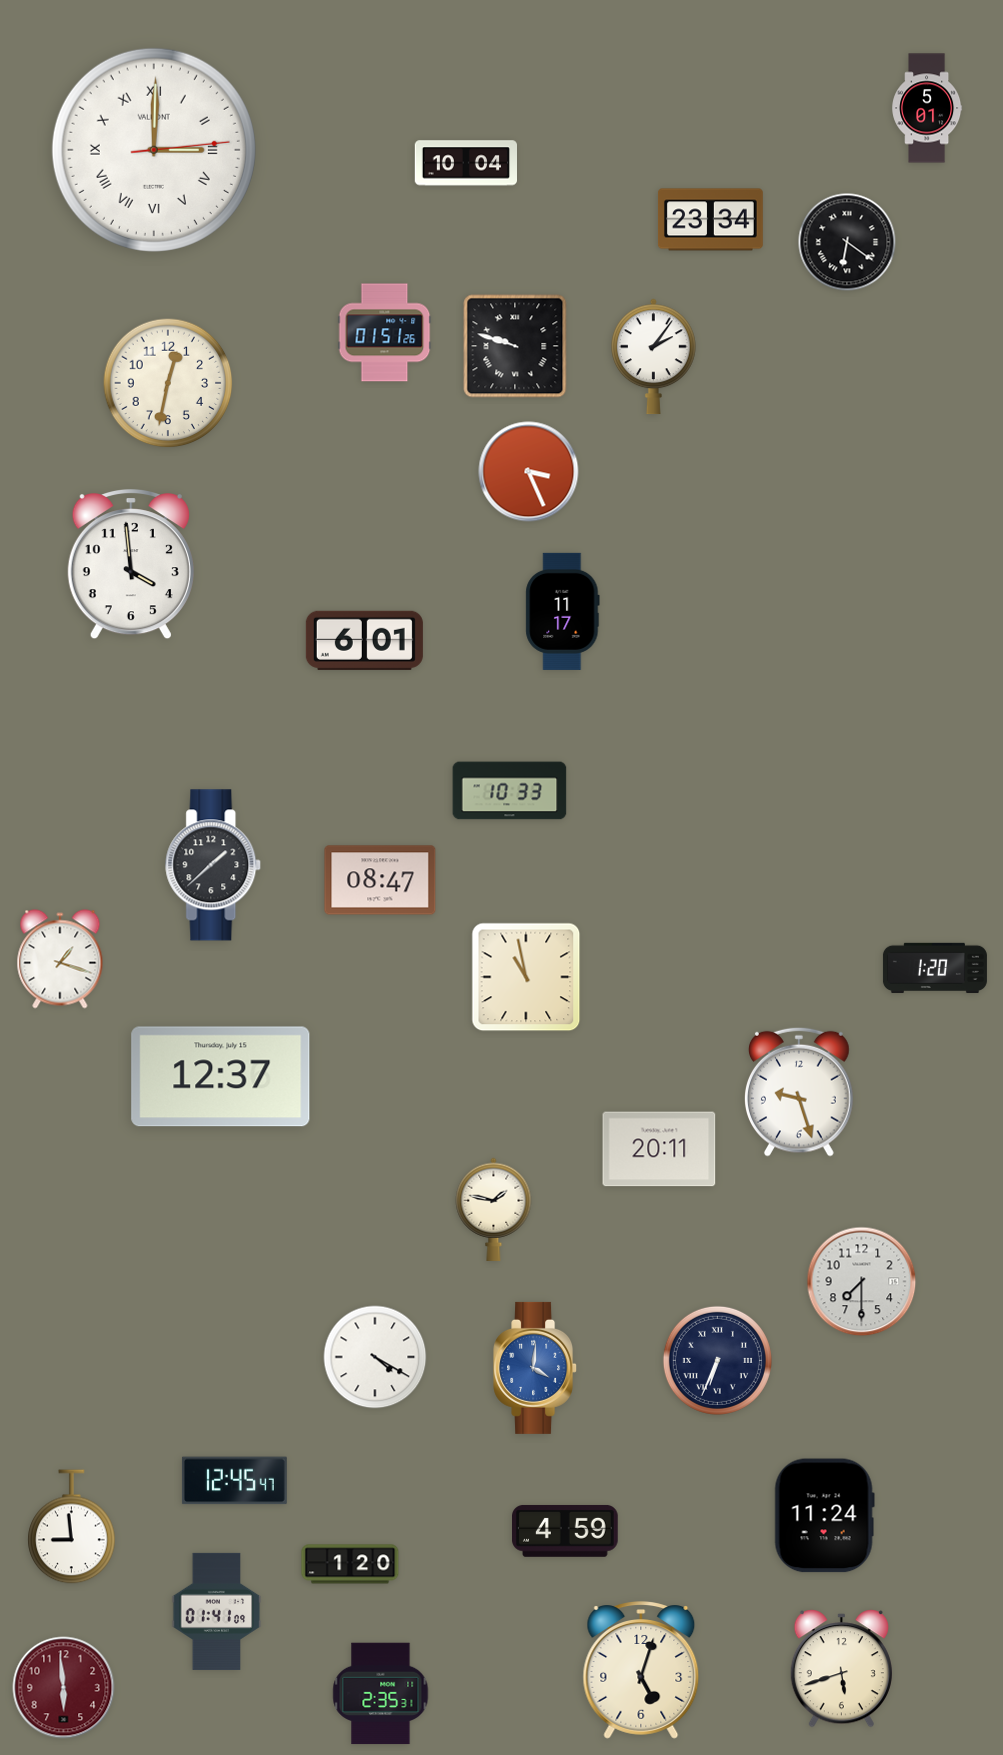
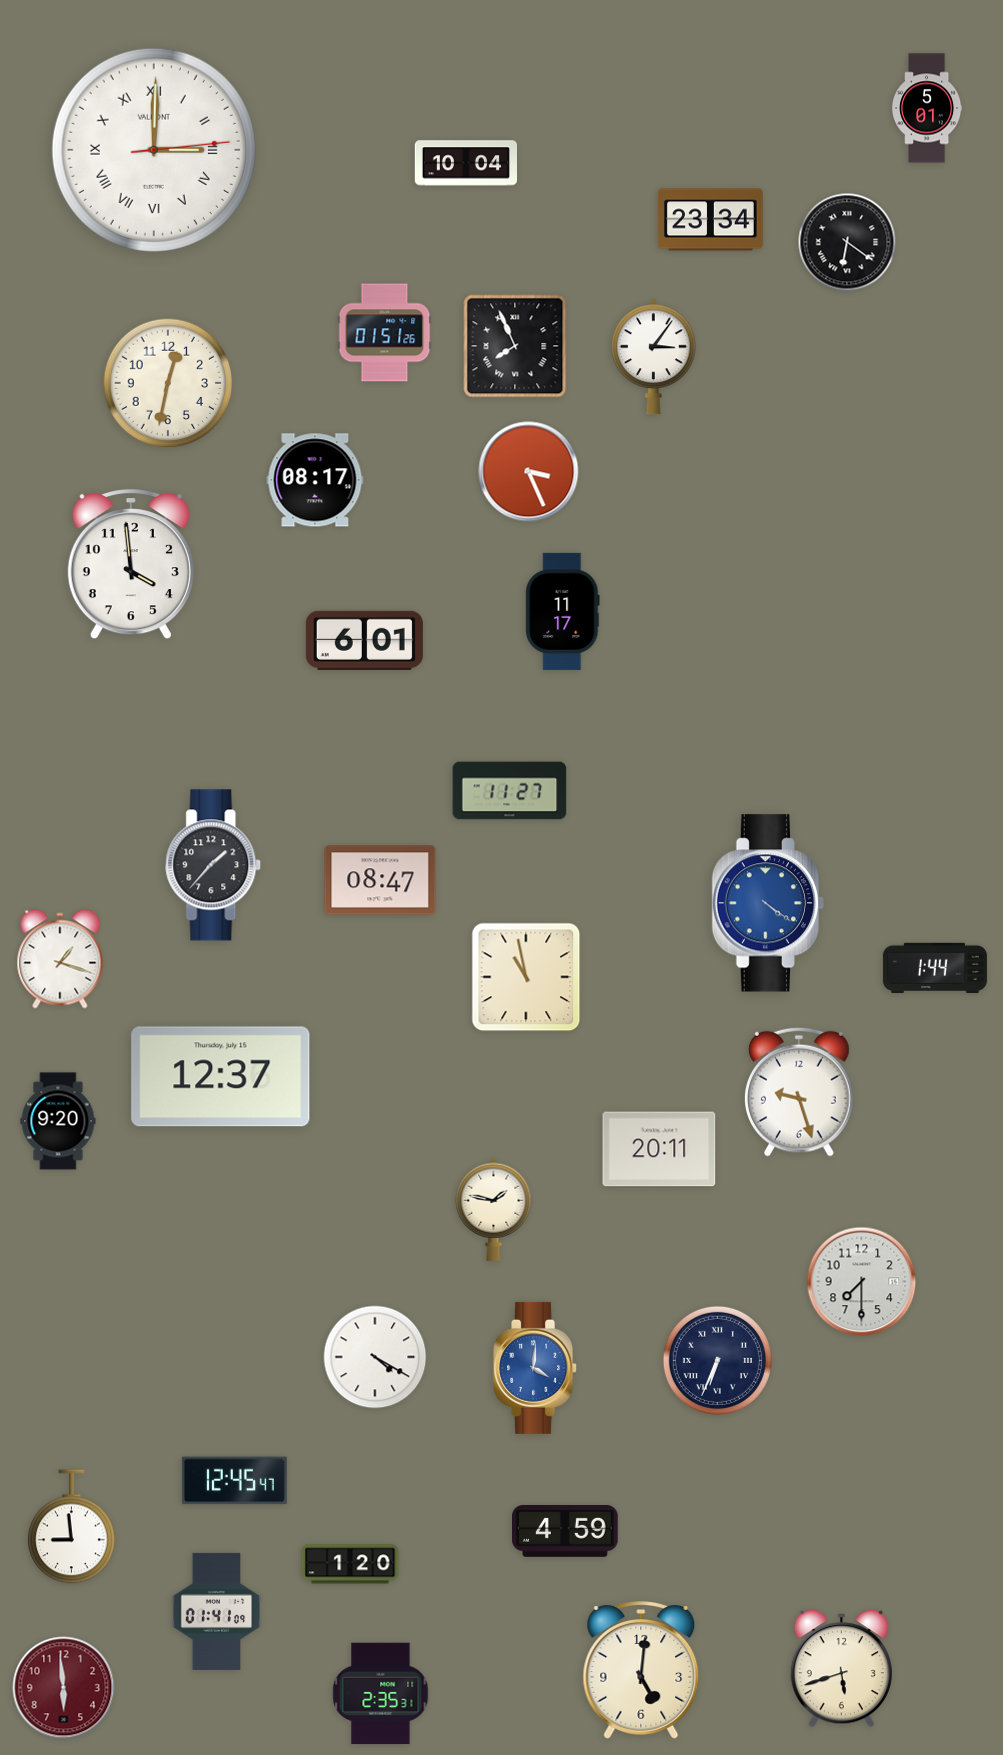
clock at (515, 346): 9:48 -> 7:56
clock at (654, 357): 2:06 -> 3:06
clock at (315, 480): none -> 08:17
clock at (510, 791): 10:33 -> 11:27
clock at (214, 865): 1:38 -> 1:37
clock at (768, 903): none -> 4:21
clock at (935, 968): 1:20 -> 1:44
clock at (58, 1121): none -> 9:20
clock at (824, 1516): 11:24 -> none
clock at (641, 1670): 5:03 -> 5:01
